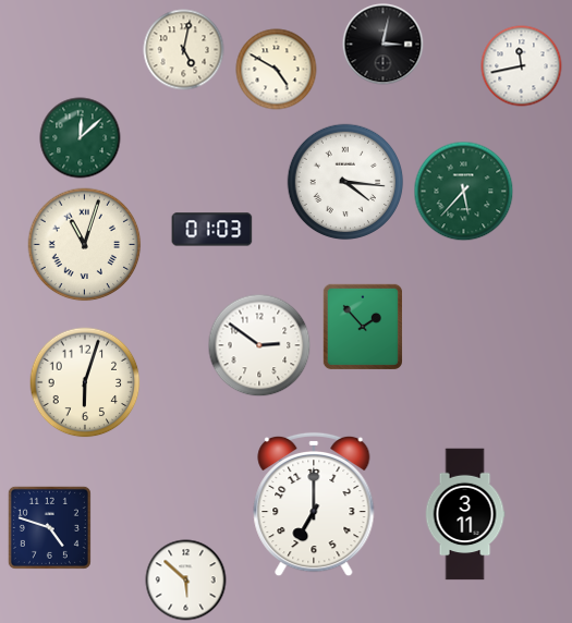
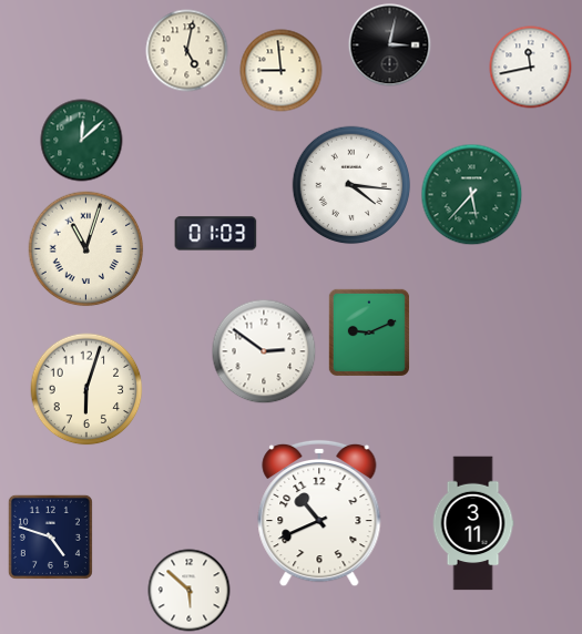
clock at (277, 70): 4:50 -> 8:59
clock at (363, 327): 1:53 -> 9:11
clock at (314, 504): 7:00 -> 10:41
